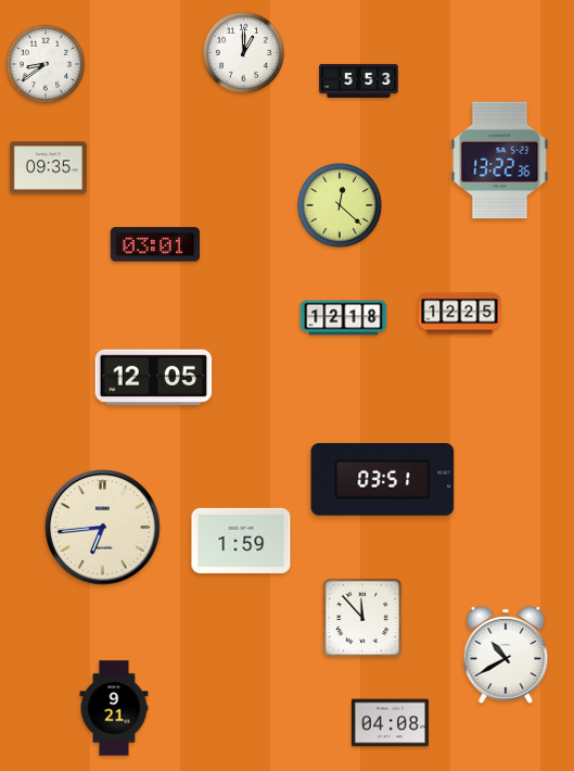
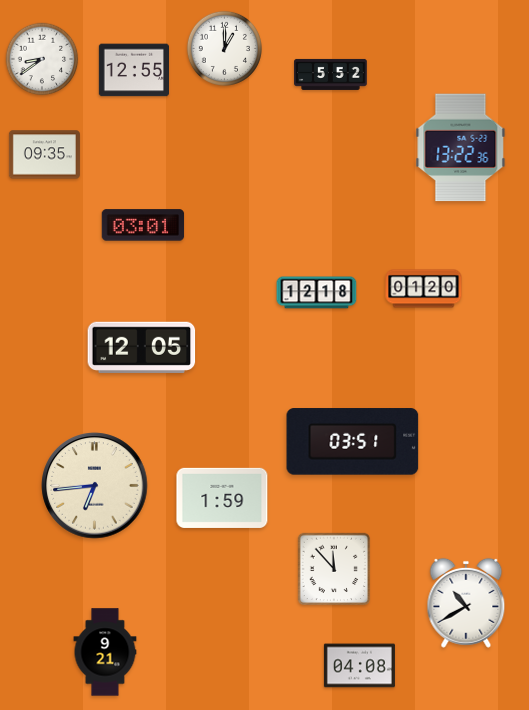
clock at (133, 70): none -> 12:55
clock at (359, 80): 5:53 -> 5:52
clock at (340, 205): 12:22 -> none
clock at (460, 314): 12:25 -> 01:20
